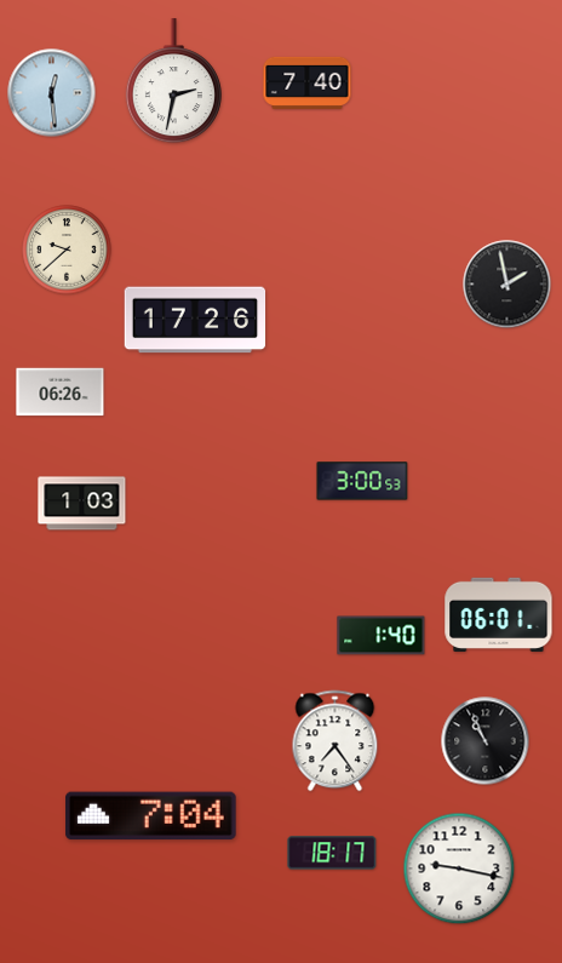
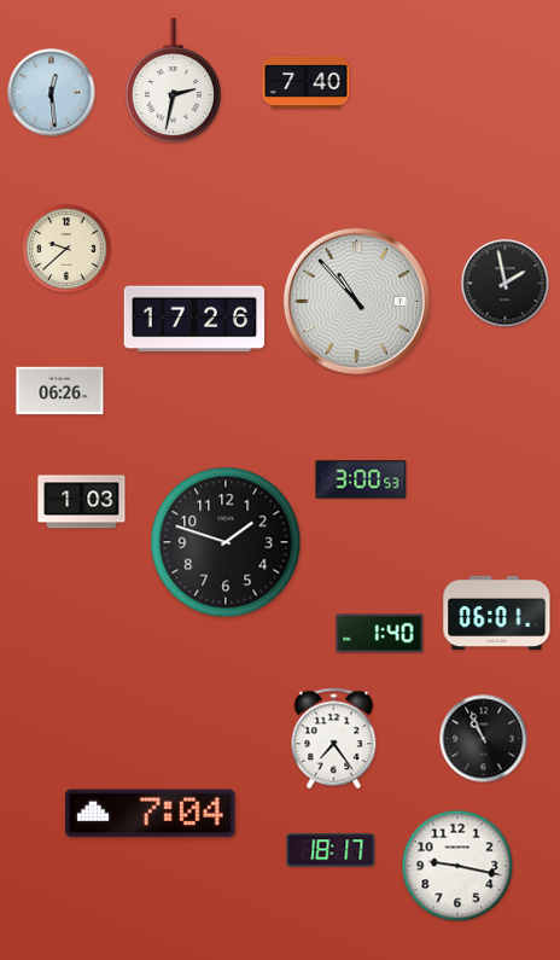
clock at (356, 301): none -> 10:53
clock at (226, 542): none -> 1:48
